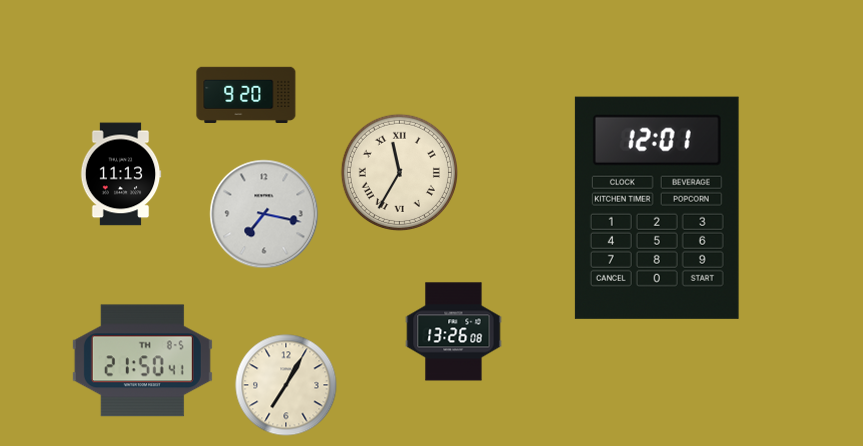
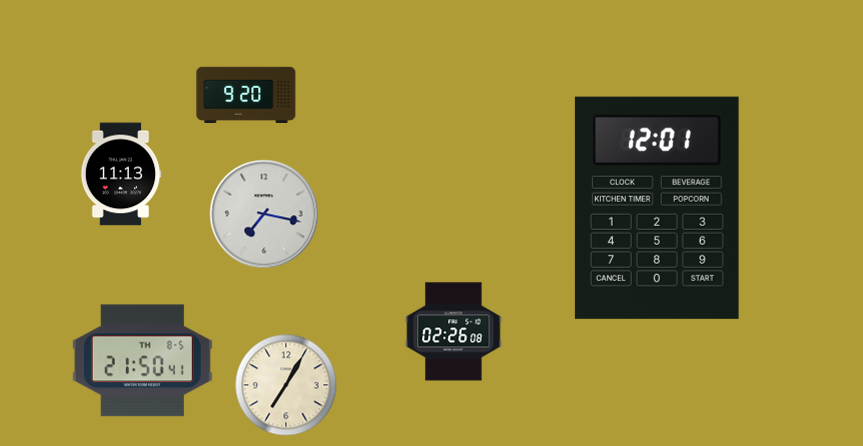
clock at (399, 172): 11:35 -> none
clock at (454, 332): 13:26 -> 02:26
